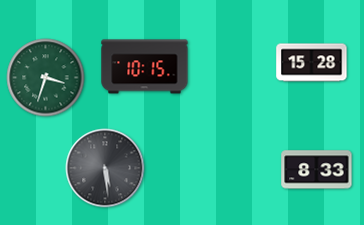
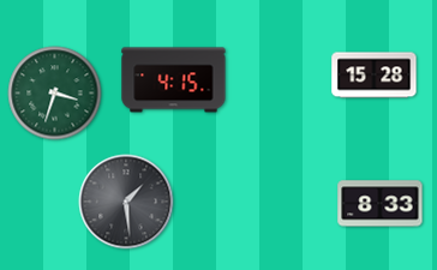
clock at (145, 67): 10:15 -> 4:15
clock at (105, 168): 5:29 -> 1:29
